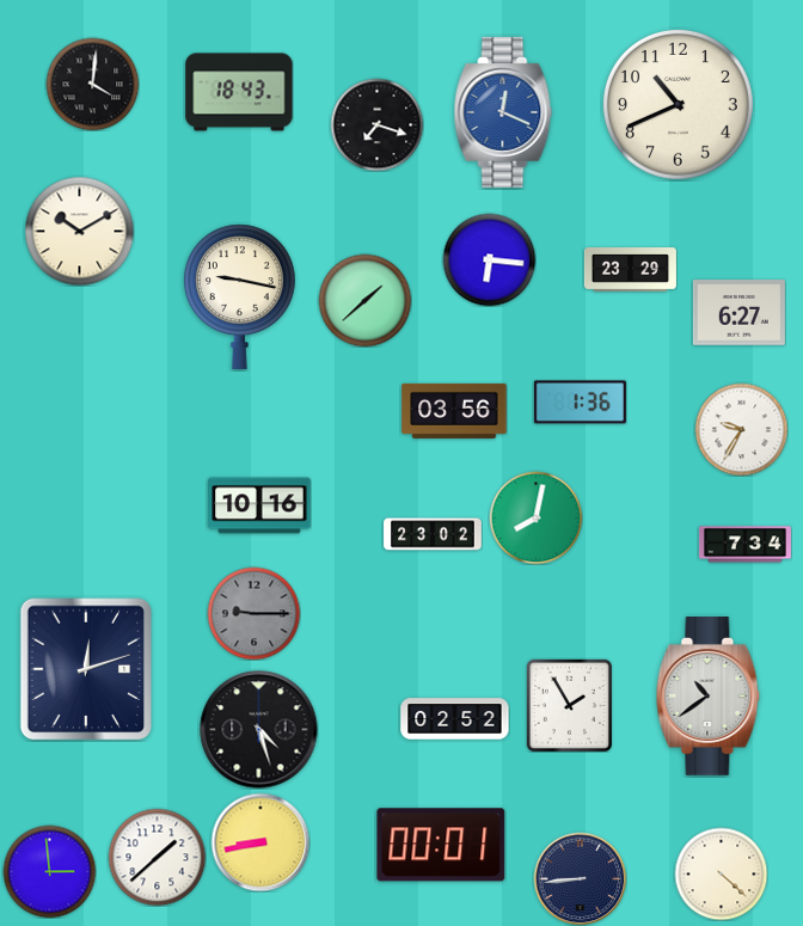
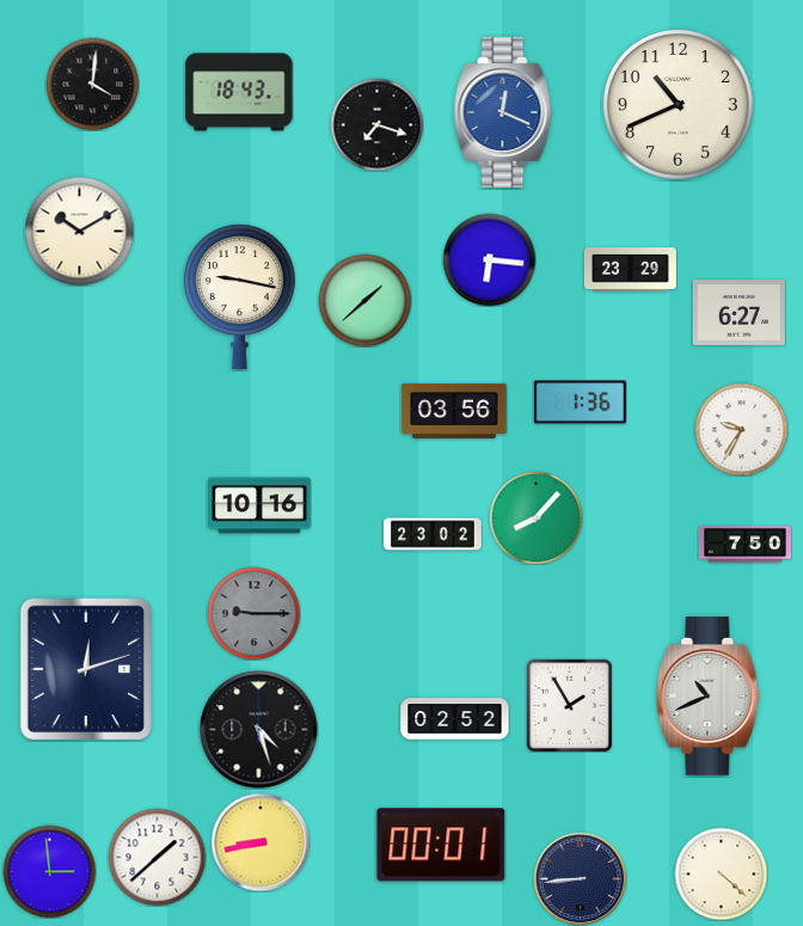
clock at (535, 517): 8:02 -> 8:07
clock at (744, 545): 7:34 -> 7:50
clock at (709, 697): 10:39 -> 10:41
